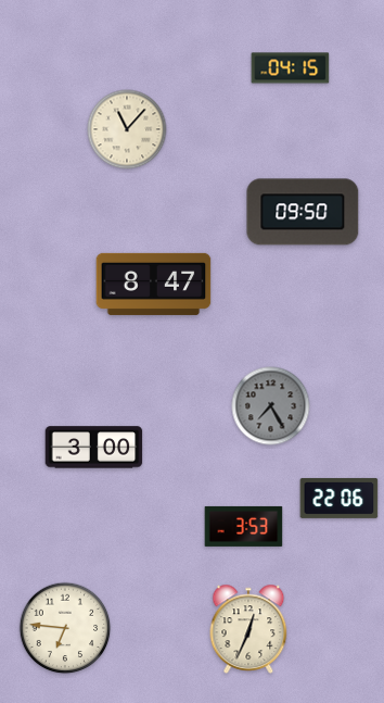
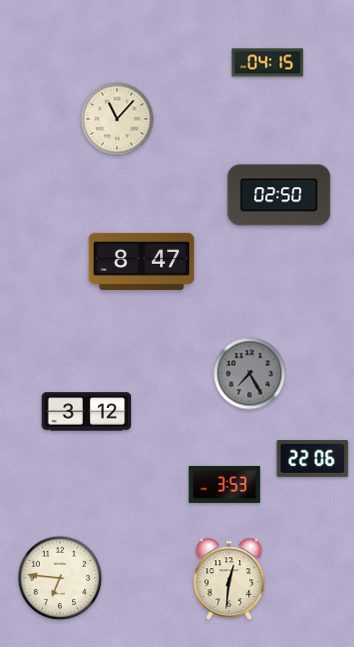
clock at (303, 212): 09:50 -> 02:50
clock at (94, 448): 3:00 -> 3:12
clock at (248, 629): 12:34 -> 12:31
